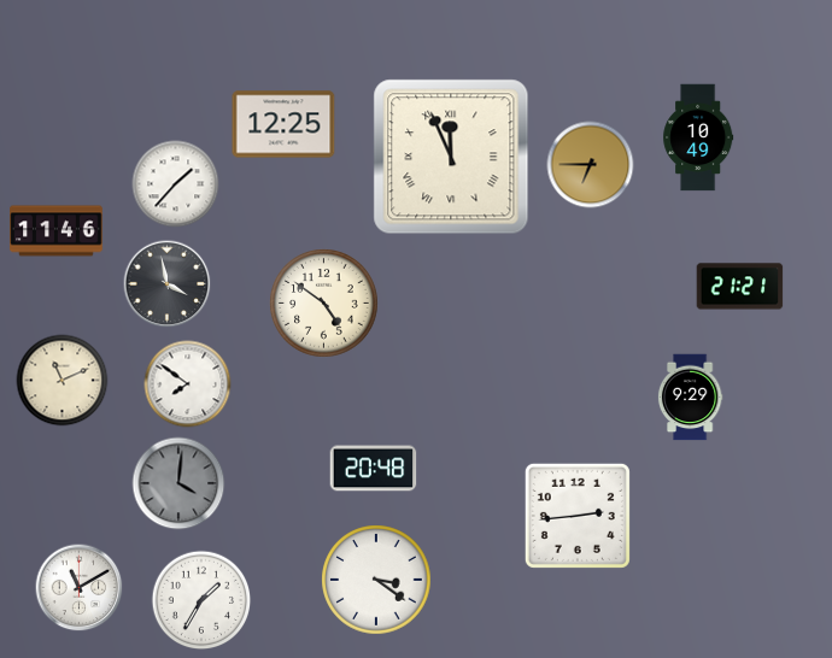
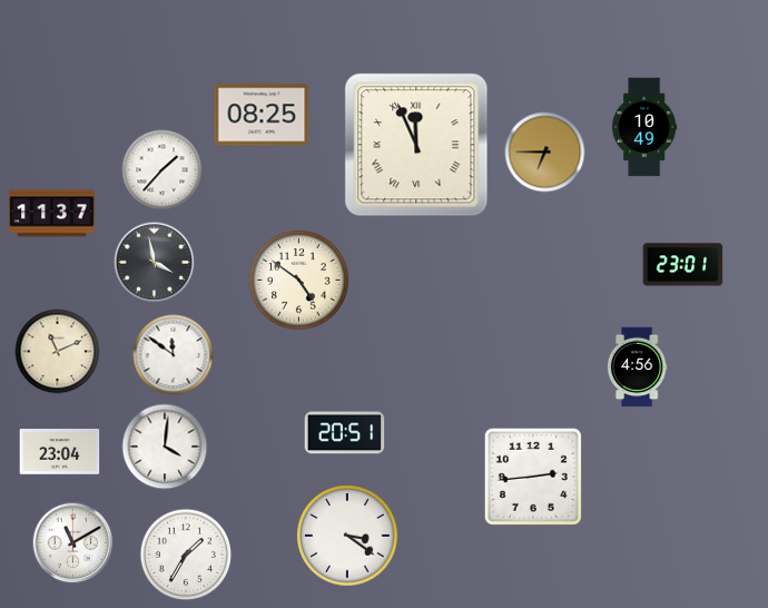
clock at (283, 124): 12:25 -> 08:25
clock at (57, 231): 11:46 -> 11:37
clock at (740, 287): 21:21 -> 23:01
clock at (188, 384): 7:51 -> 11:51
clock at (690, 398): 9:29 -> 4:56
clock at (374, 469): 20:48 -> 20:51
clock at (178, 483) dial: grey -> white
clock at (60, 452): none -> 23:04
